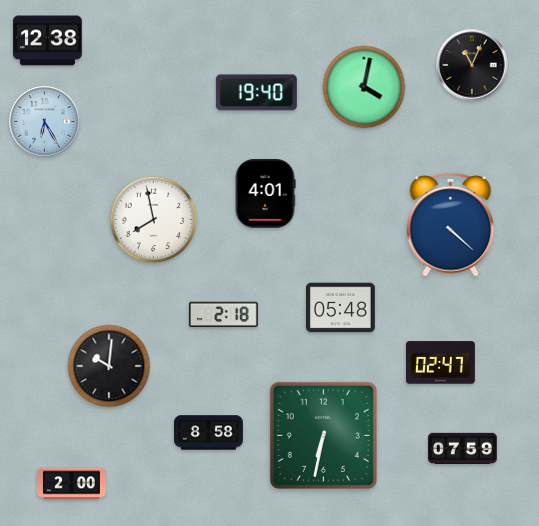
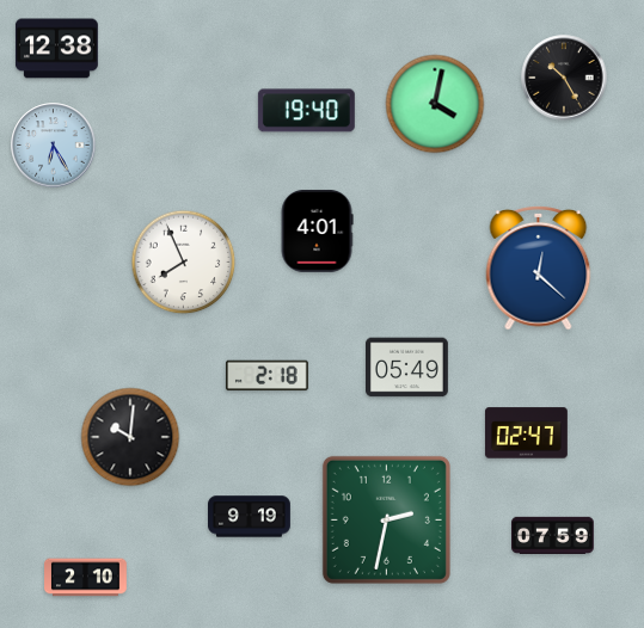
clock at (472, 65): 11:04 -> 10:25
clock at (154, 220): 7:58 -> 7:56
clock at (451, 224): 4:22 -> 12:22
clock at (341, 308): 05:48 -> 05:49
clock at (209, 433): 8:58 -> 9:19
clock at (323, 435): 6:32 -> 2:32
clock at (72, 484): 2:00 -> 2:10
